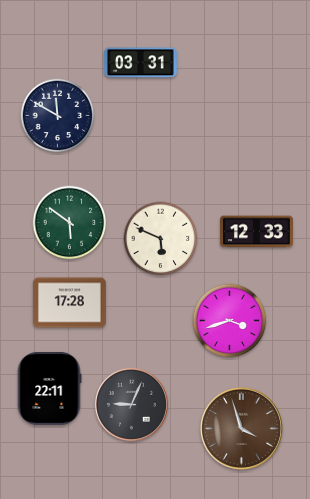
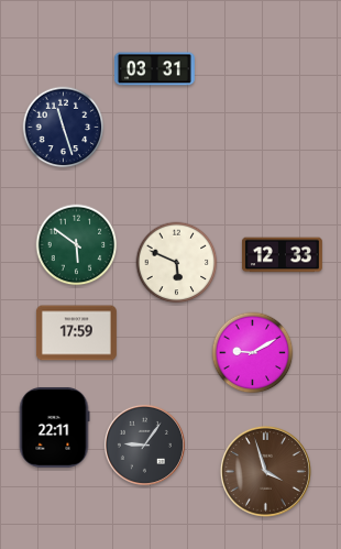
clock at (58, 116): 11:50 -> 11:27
clock at (69, 303): 17:28 -> 17:59
clock at (230, 321): 3:42 -> 9:10
clock at (131, 404): 9:04 -> 9:06
